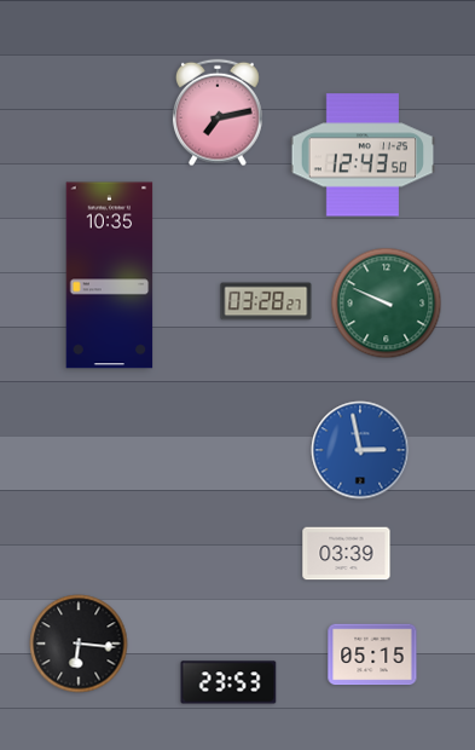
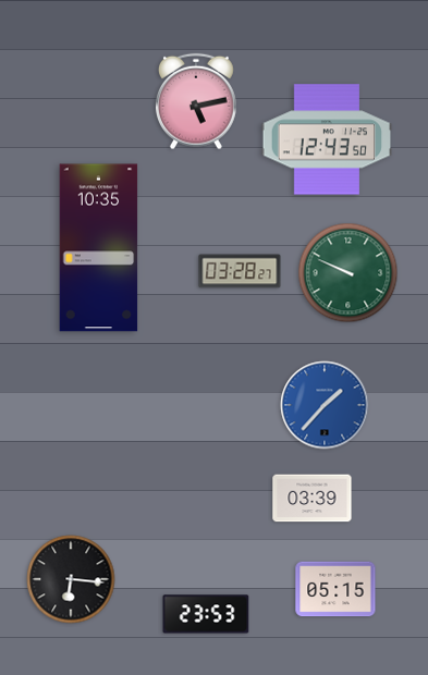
clock at (218, 112): 7:13 -> 5:13
clock at (360, 450): 2:58 -> 1:37
